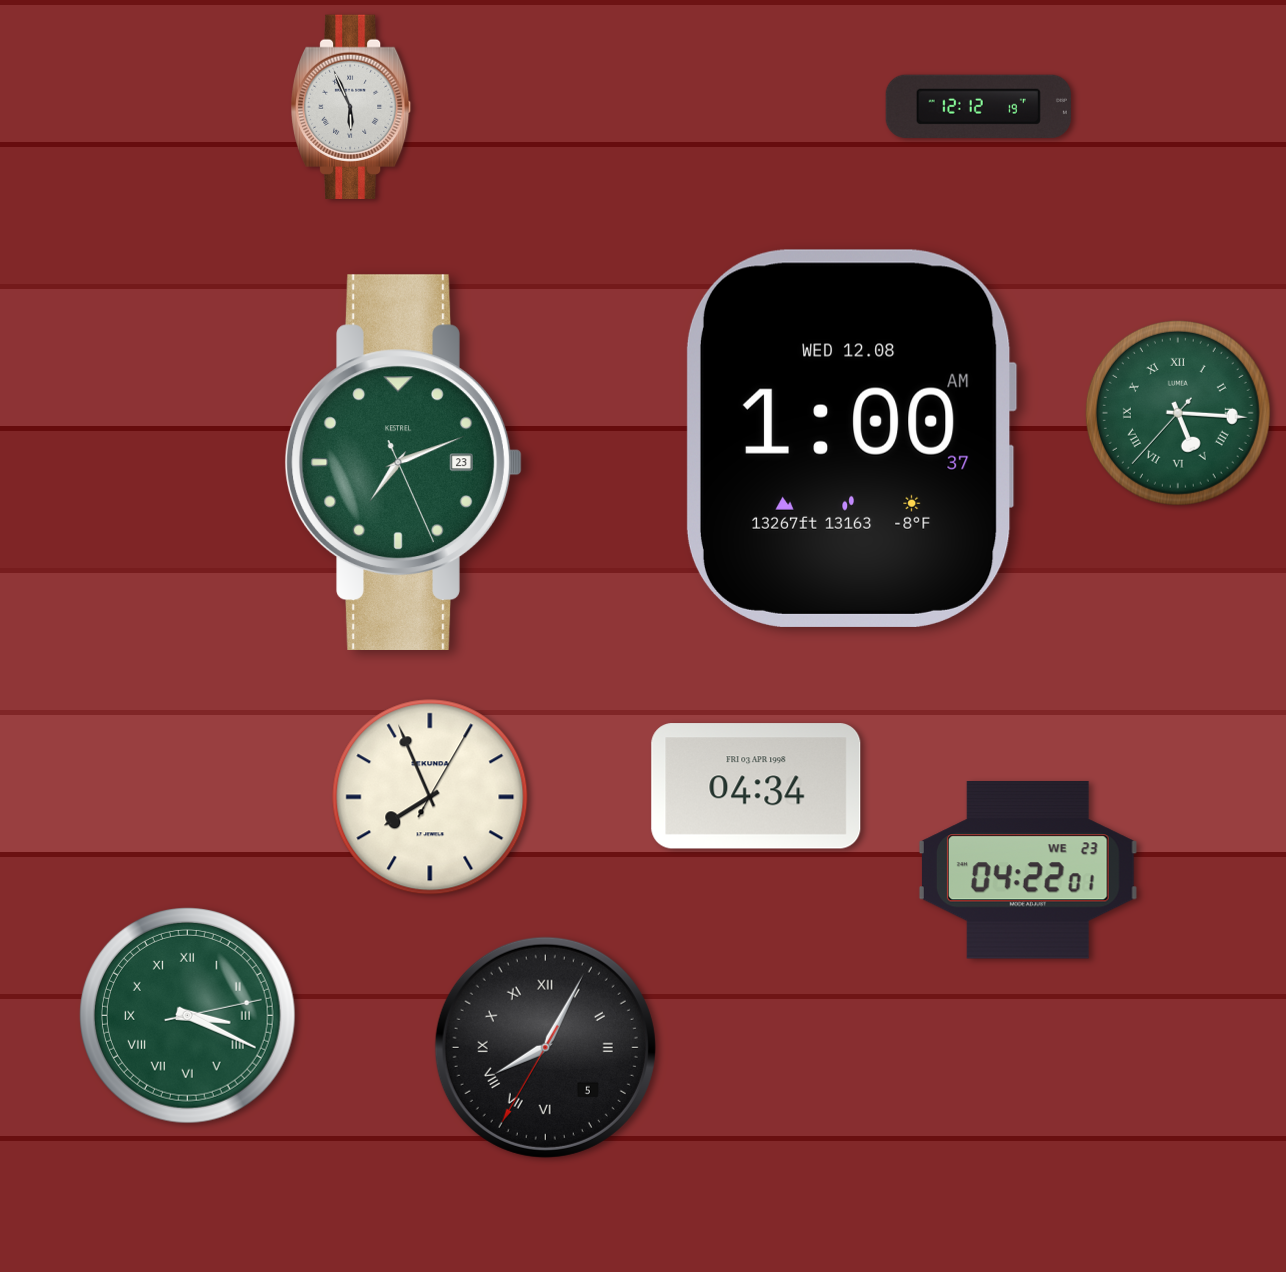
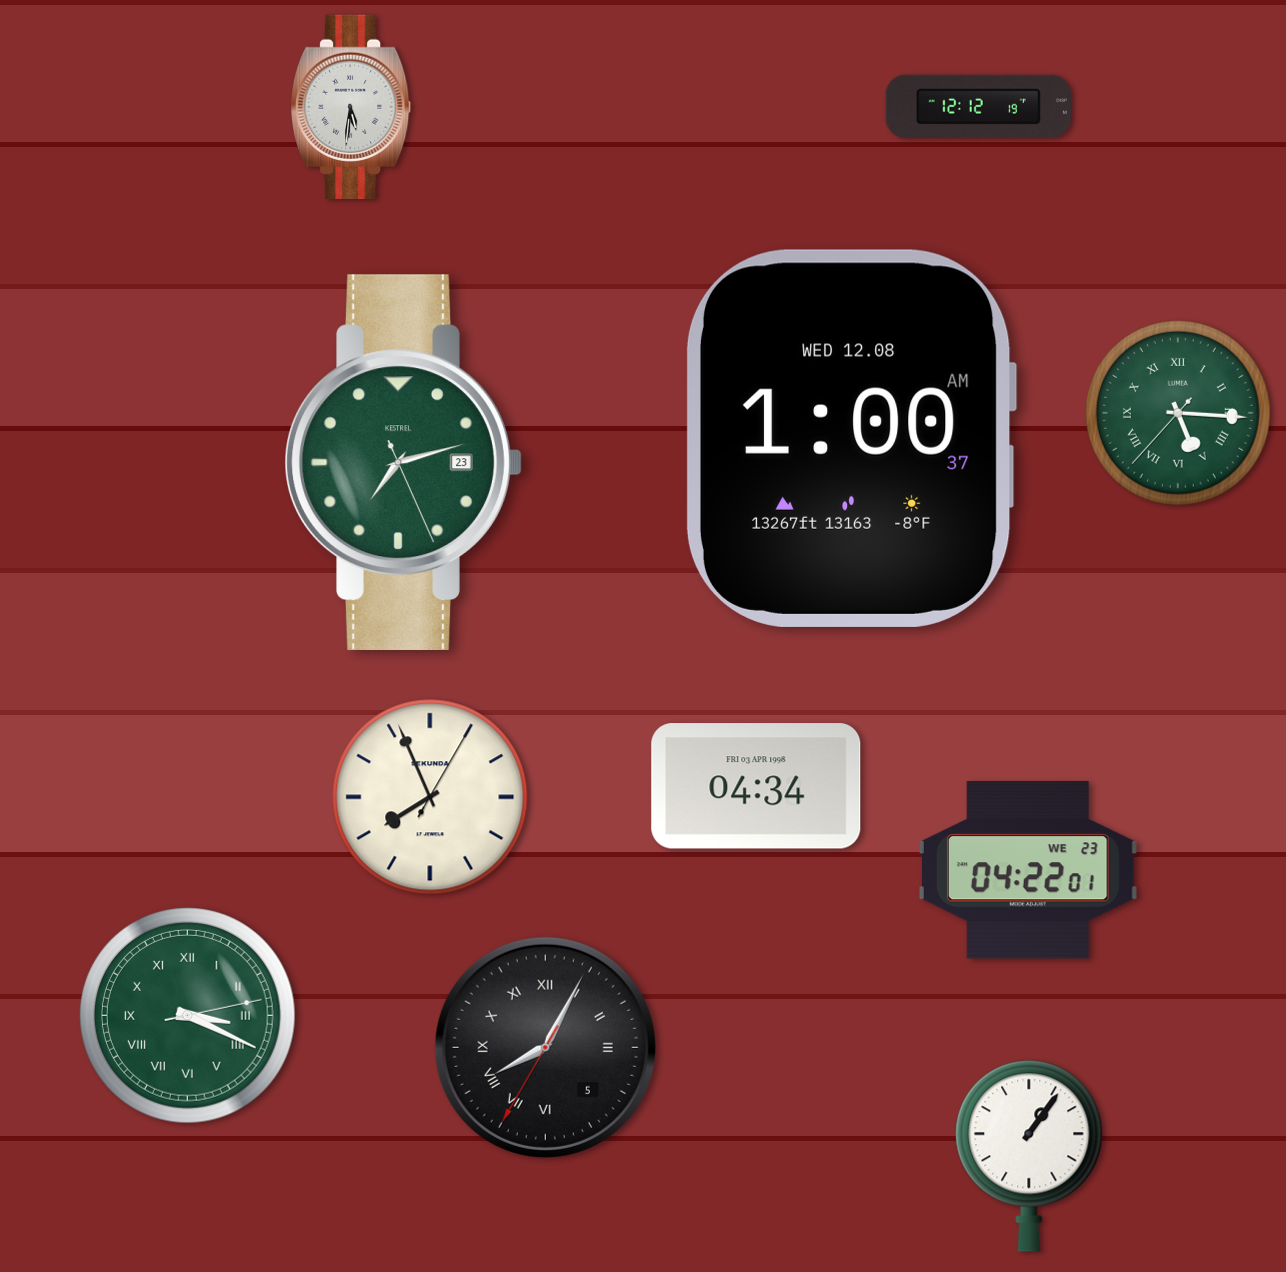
clock at (352, 106): 5:56 -> 5:31
clock at (403, 462): 7:11 -> 7:12
clock at (1029, 1156): none -> 1:06
